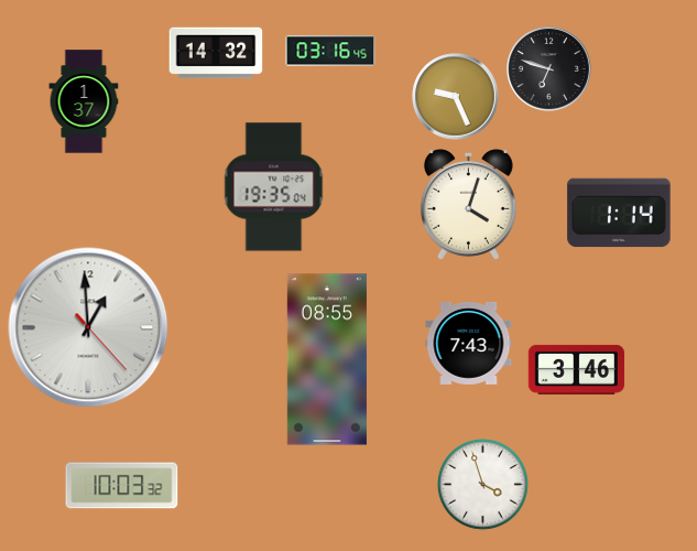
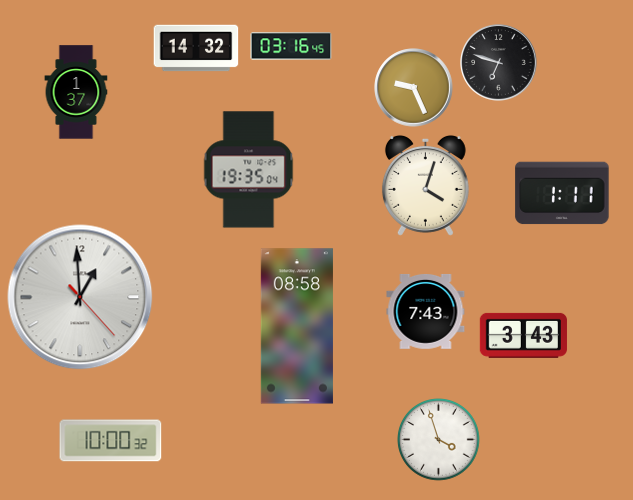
clock at (330, 51) position: (330, 51) -> (291, 46)
clock at (619, 213): 1:14 -> 1:11
clock at (327, 359): 08:55 -> 08:58
clock at (576, 369): 3:46 -> 3:43
clock at (122, 486): 10:03 -> 10:00
